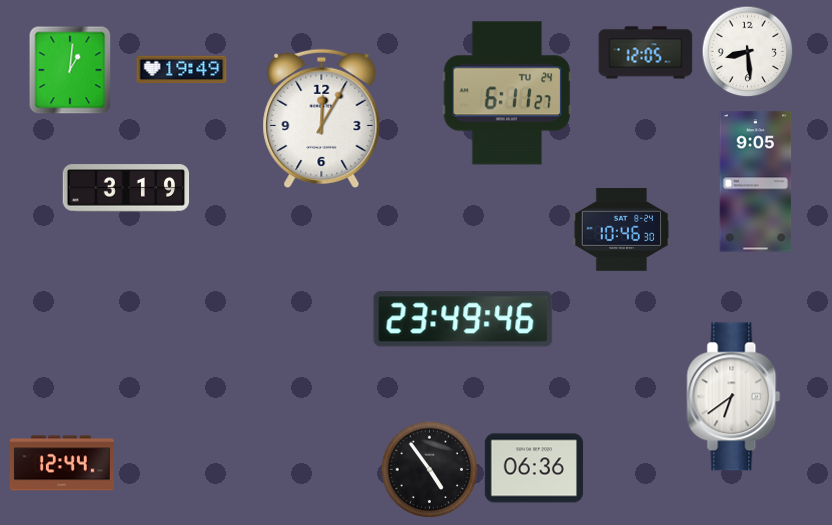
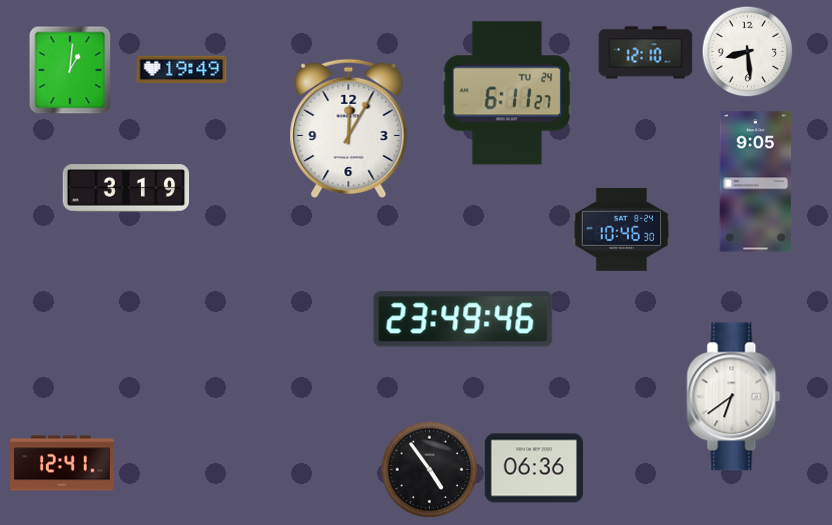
clock at (646, 53): 12:05 -> 12:10
clock at (322, 119) position: (322, 119) -> (349, 129)
clock at (62, 463): 12:44 -> 12:41
